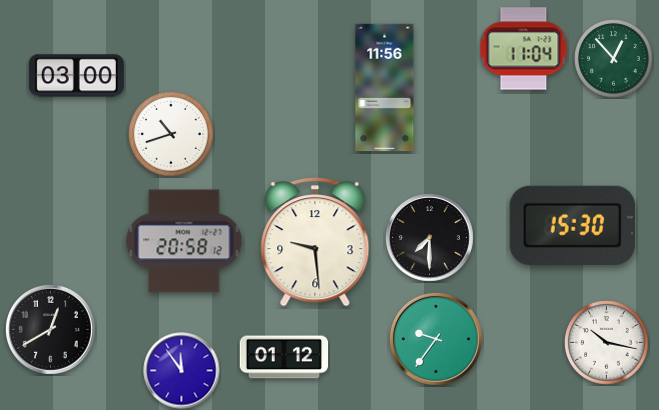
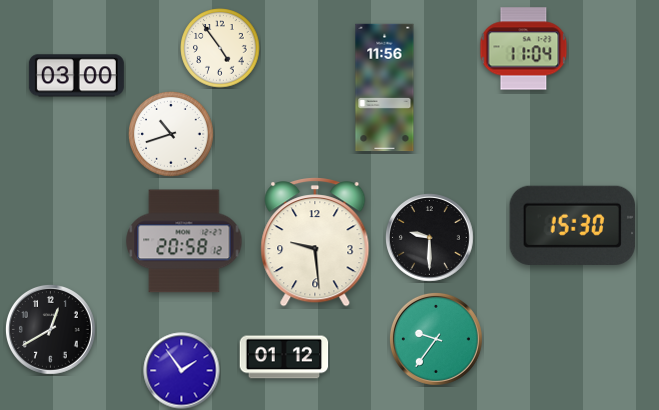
clock at (220, 48): none -> 4:54
clock at (614, 59): 12:53 -> none
clock at (430, 238): 7:30 -> 9:30
clock at (607, 343): 10:17 -> none
clock at (182, 371): 11:54 -> 1:54
